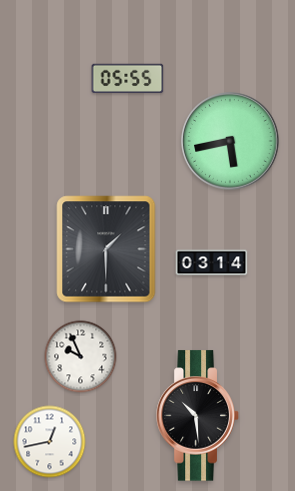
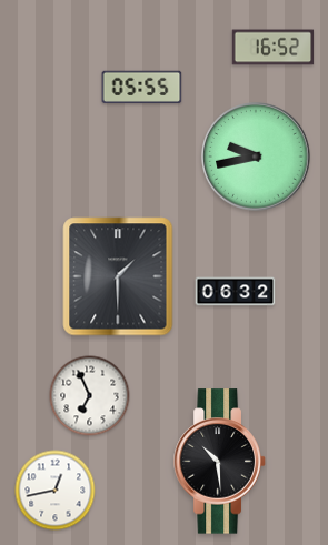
clock at (274, 48): none -> 16:52
clock at (230, 141): 5:43 -> 9:43
clock at (212, 263): 03:14 -> 06:32
clock at (81, 357): 9:56 -> 6:56
